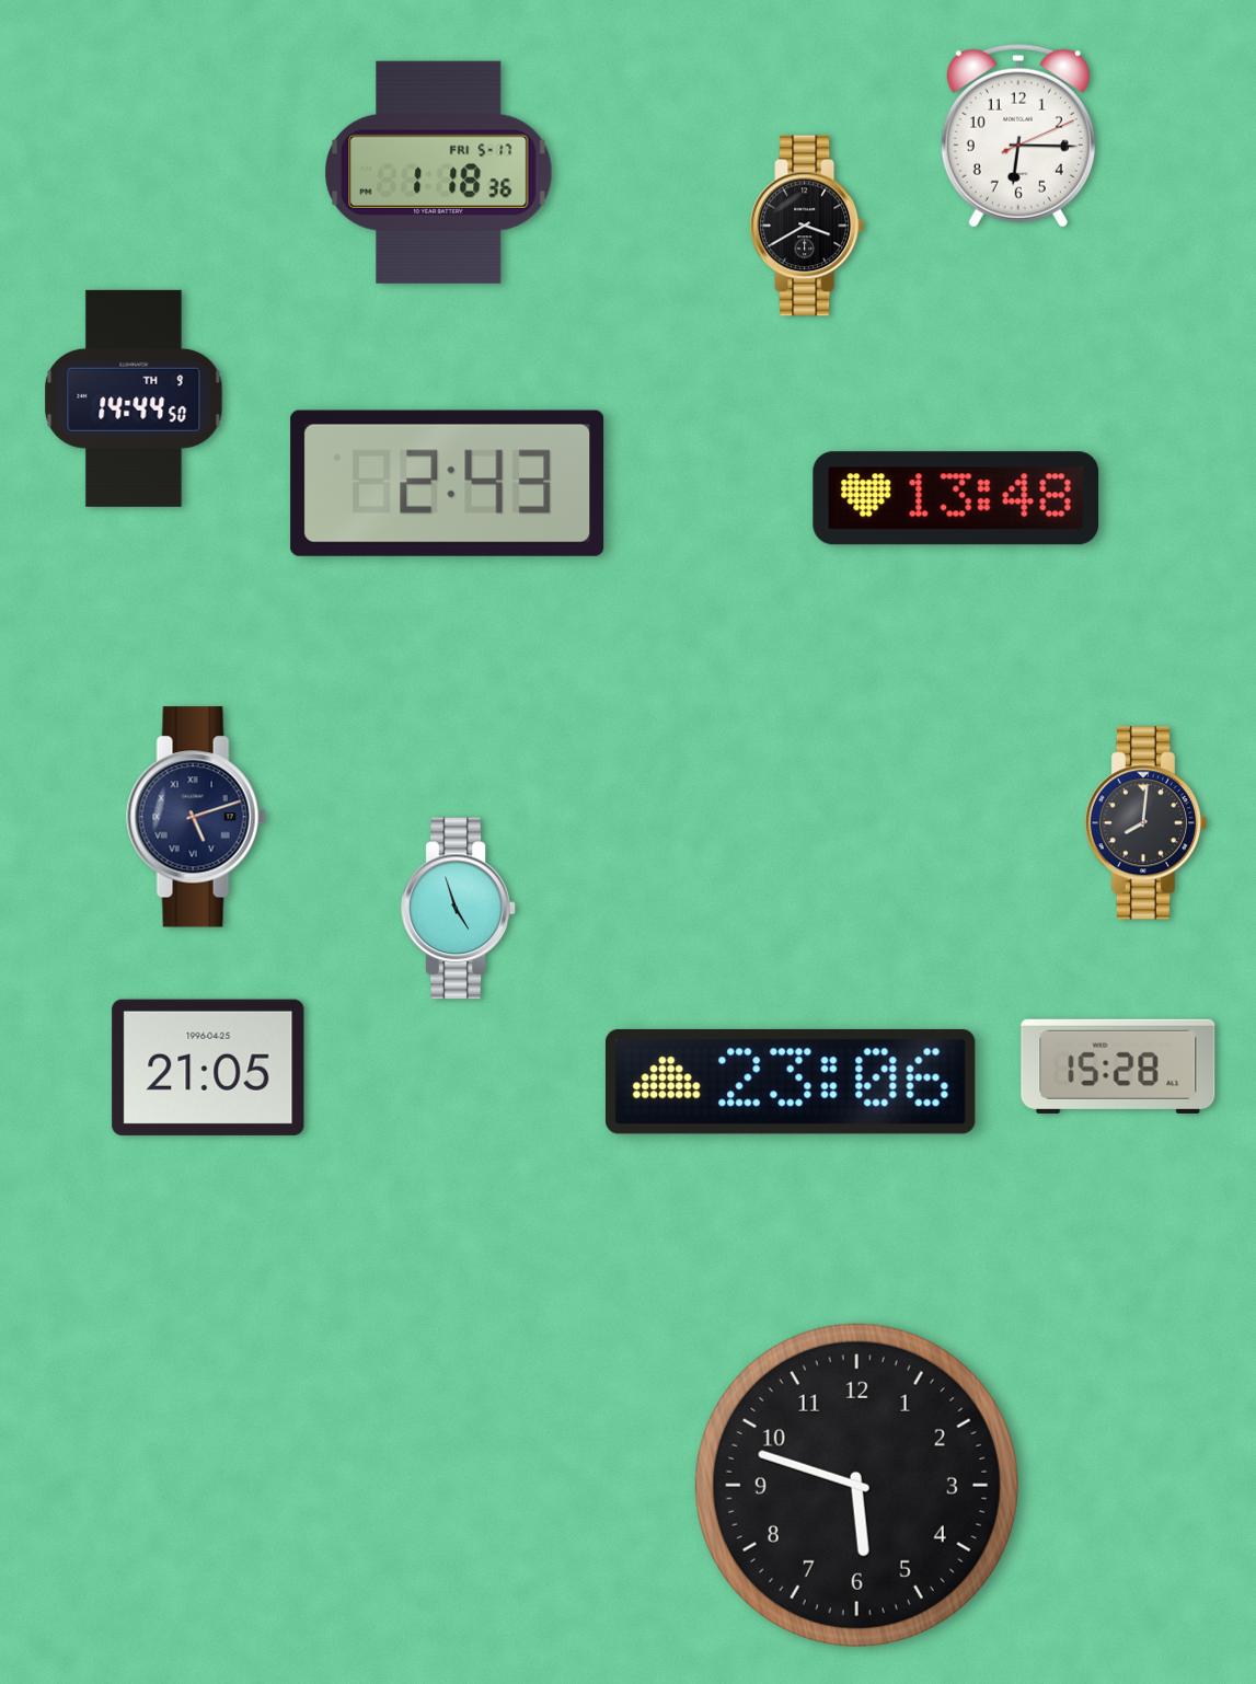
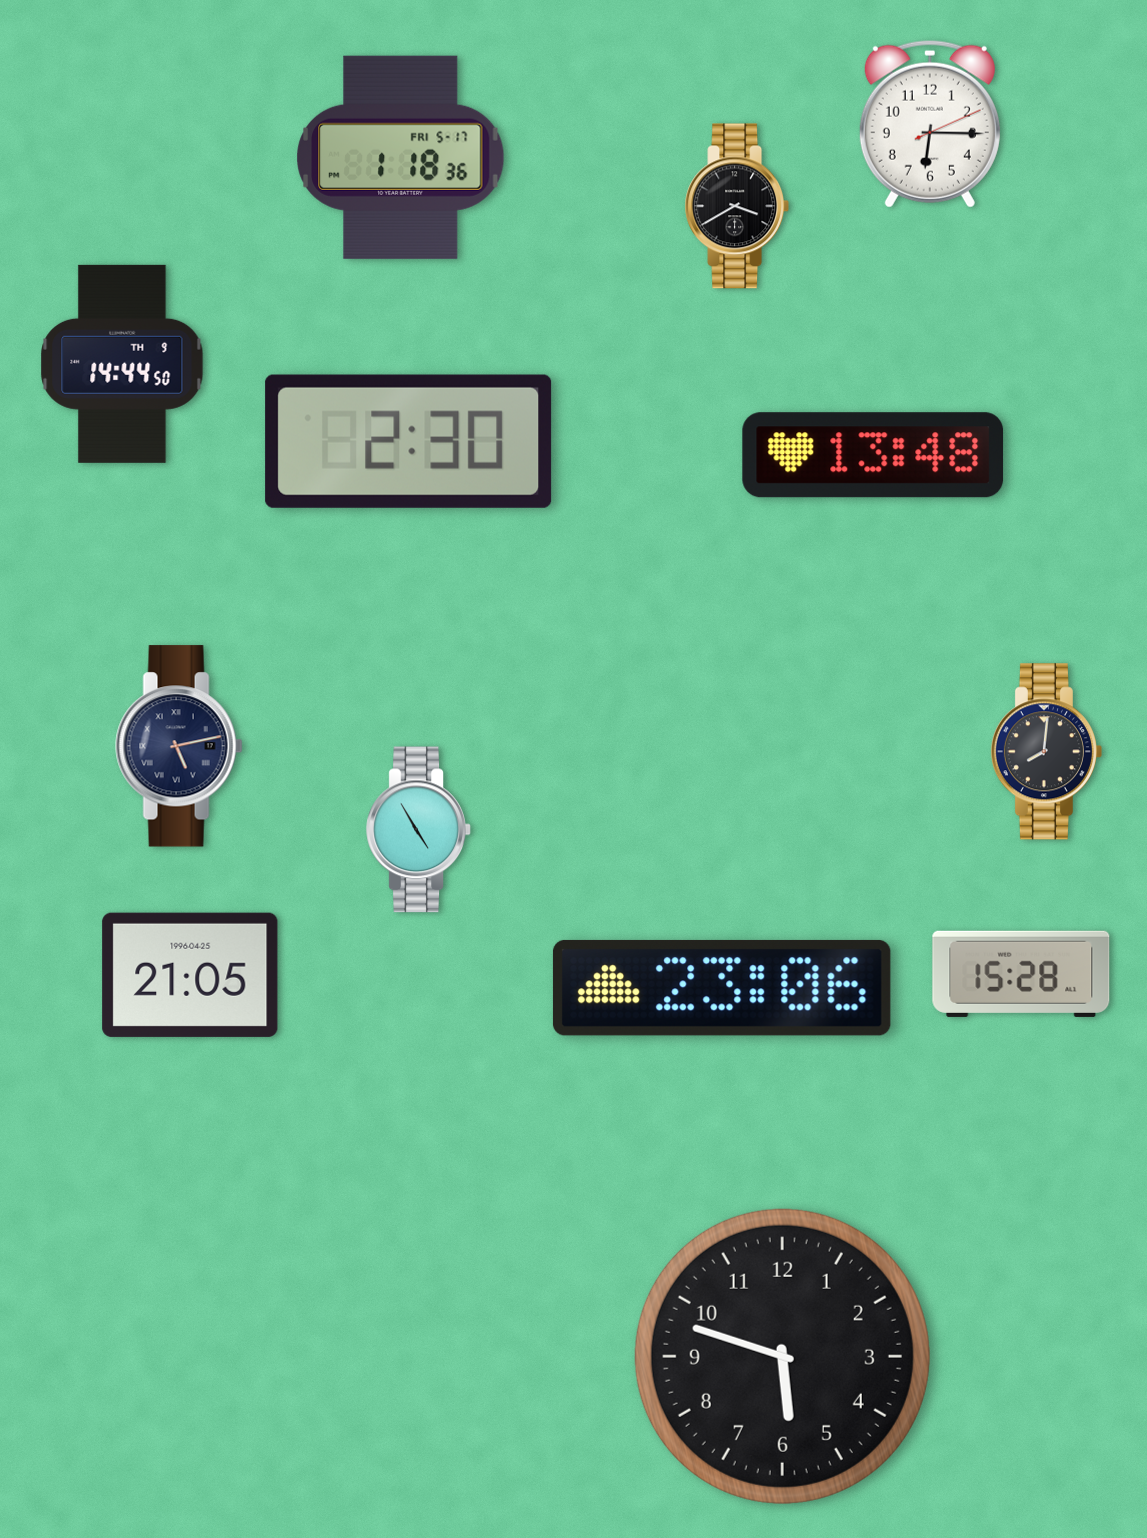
clock at (448, 483): 2:43 -> 2:30
clock at (196, 817): 5:12 -> 5:13
clock at (459, 909): 4:57 -> 4:55
